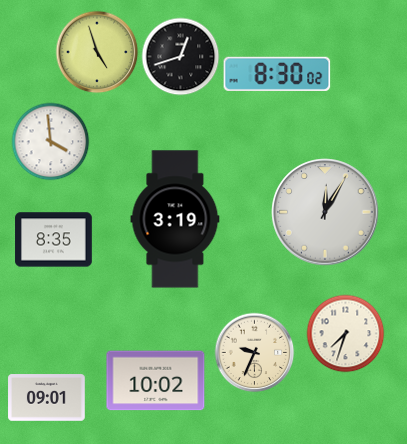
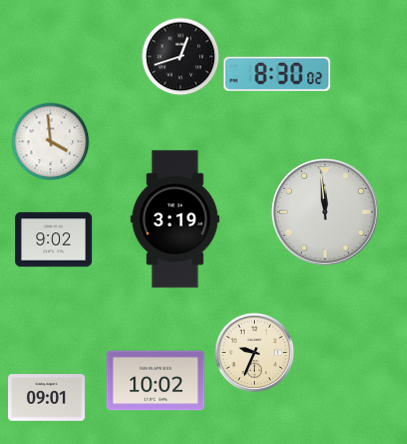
clock at (97, 52): 4:57 -> none
clock at (325, 212): 12:05 -> 11:59
clock at (54, 240): 8:35 -> 9:02
clock at (345, 333): 7:33 -> none
